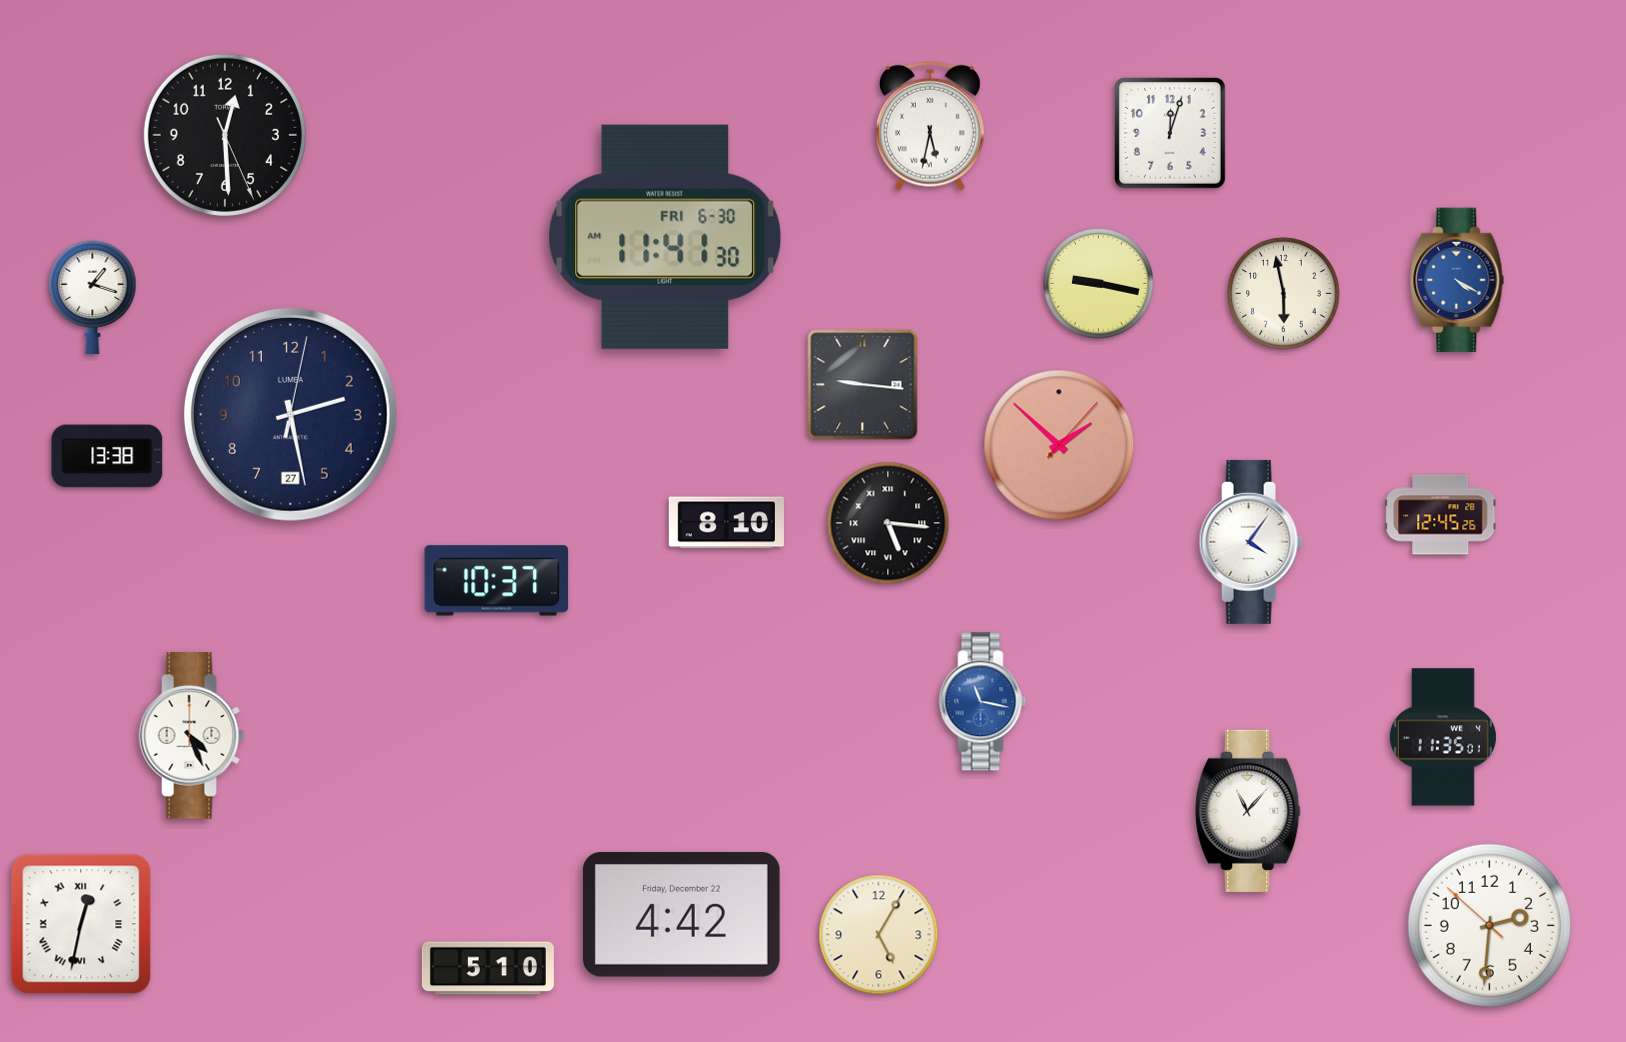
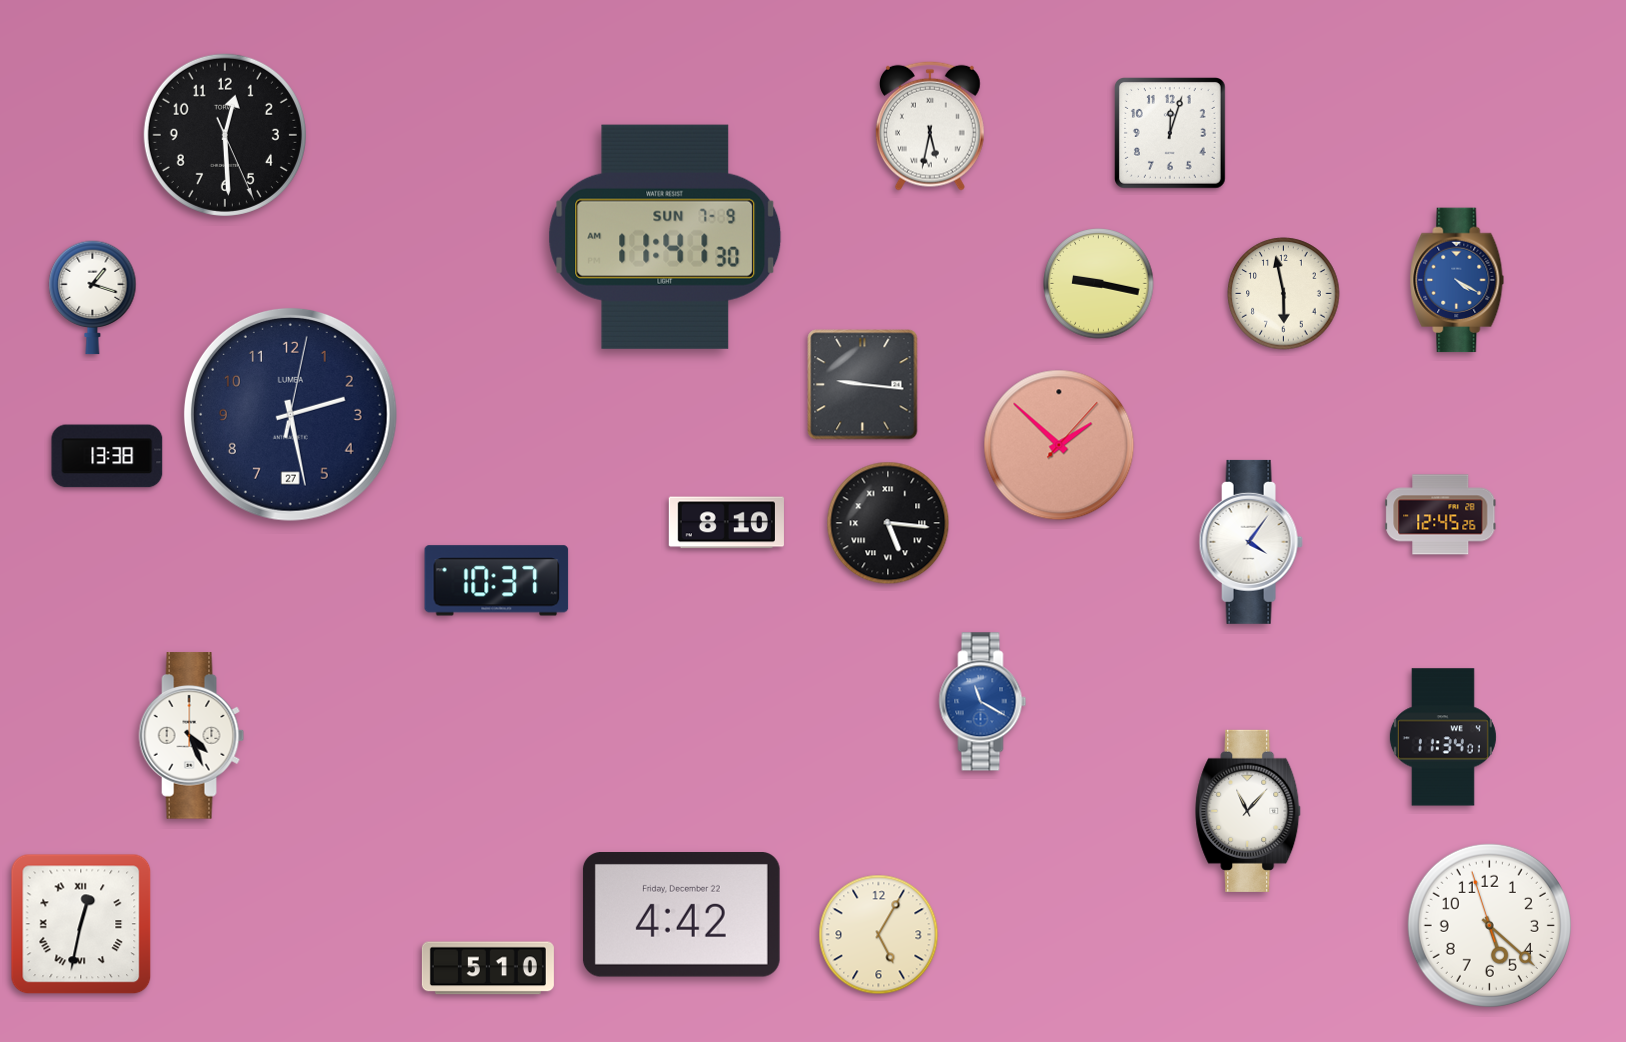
clock at (665, 237) date: FRI 6-30 -> SUN 7-9
clock at (983, 702): 11:17 -> 11:20
clock at (1443, 737): 11:35 -> 11:34
clock at (1489, 925): 2:30 -> 5:21
